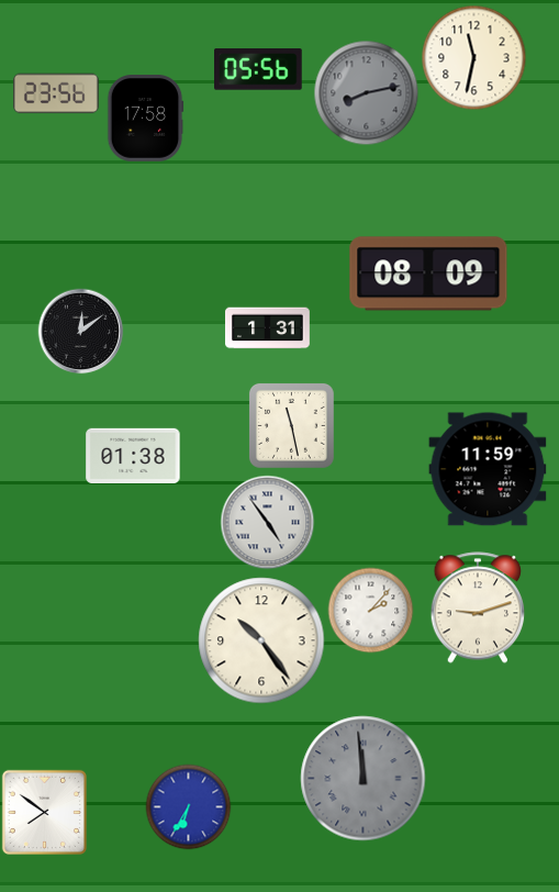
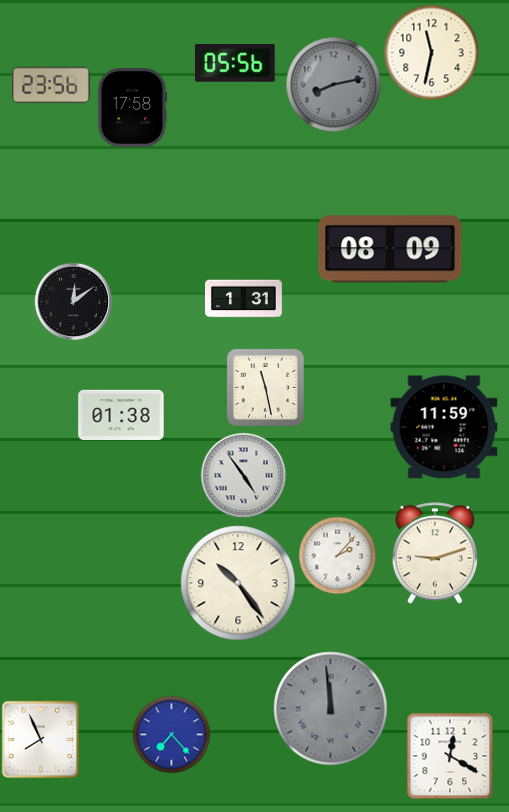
clock at (188, 806): 6:35 -> 7:23
clock at (44, 812): 7:51 -> 7:56
clock at (450, 756): none -> 12:20
